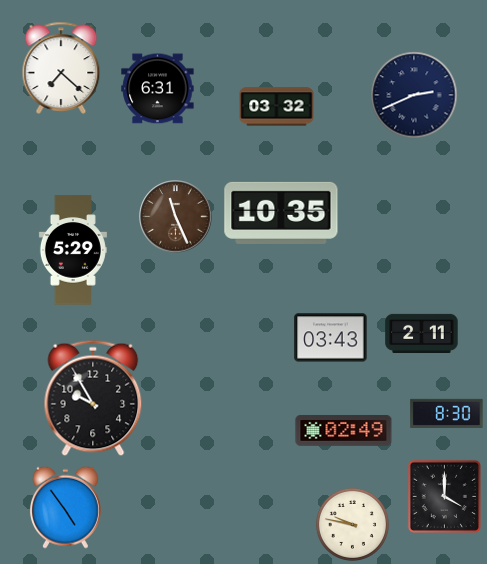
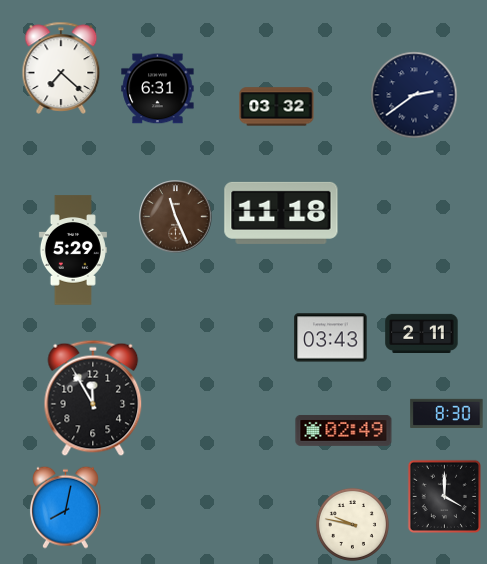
clock at (414, 95): 2:41 -> 2:39
clock at (281, 213): 10:35 -> 11:18
clock at (93, 398): 9:55 -> 11:55
clock at (65, 507): 4:54 -> 8:02
